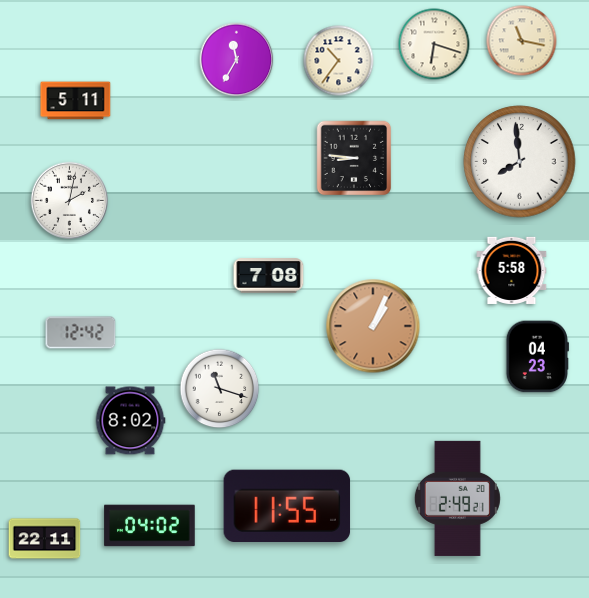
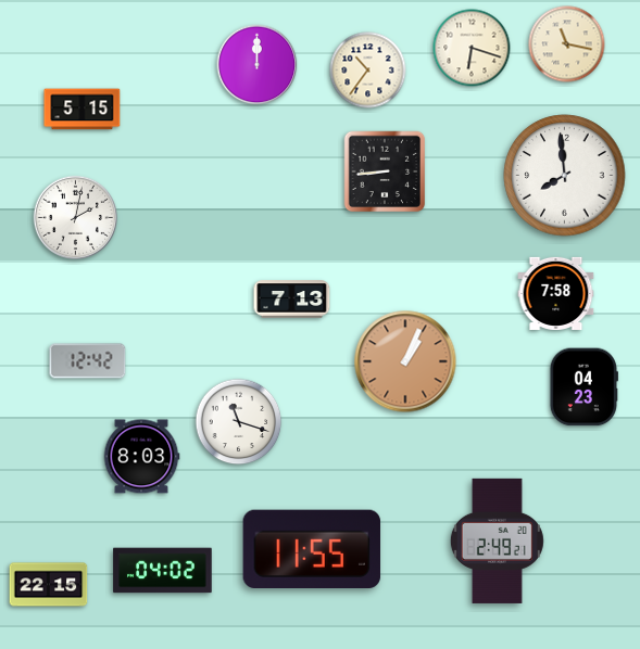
clock at (237, 60): 11:35 -> 12:00
clock at (339, 61) position: (339, 61) -> (368, 71)
clock at (76, 101): 5:11 -> 5:15
clock at (354, 158): 8:46 -> 8:44
clock at (512, 270): 5:58 -> 7:58
clock at (269, 276): 7:08 -> 7:13
clock at (373, 326) position: (373, 326) -> (405, 361)
clock at (130, 421): 8:02 -> 8:03
clock at (45, 539): 22:11 -> 22:15
